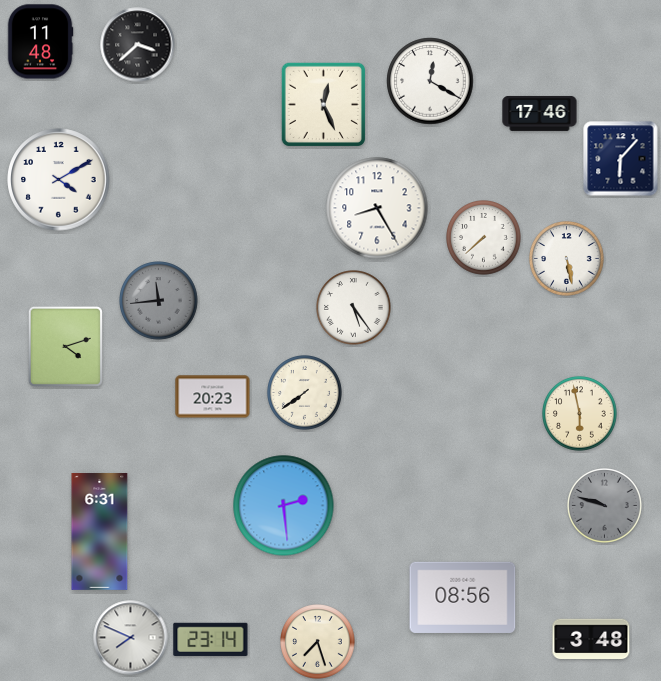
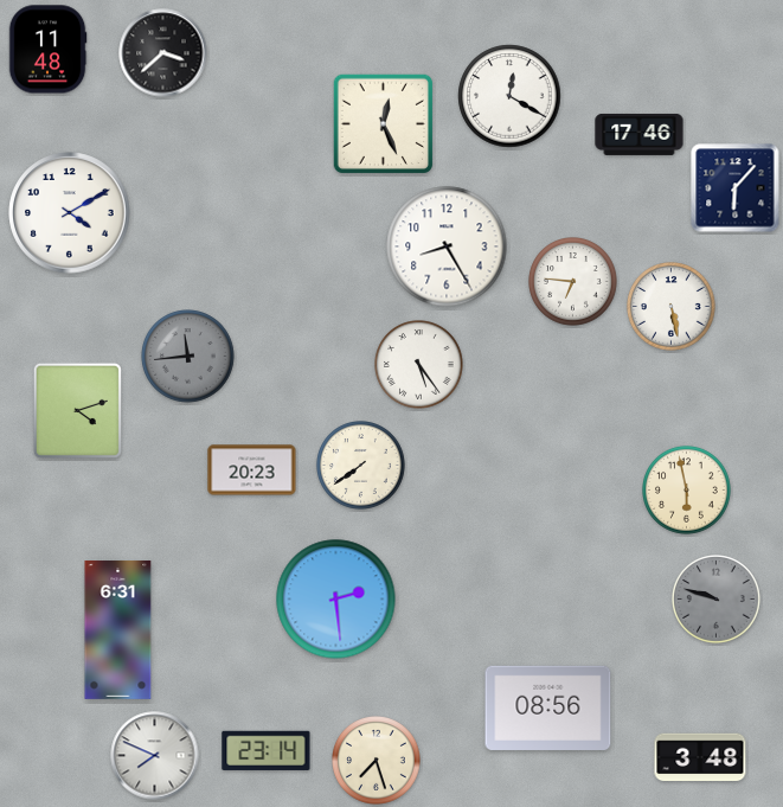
clock at (484, 238): 7:38 -> 6:46
clock at (211, 639) position: (211, 639) -> (267, 750)
